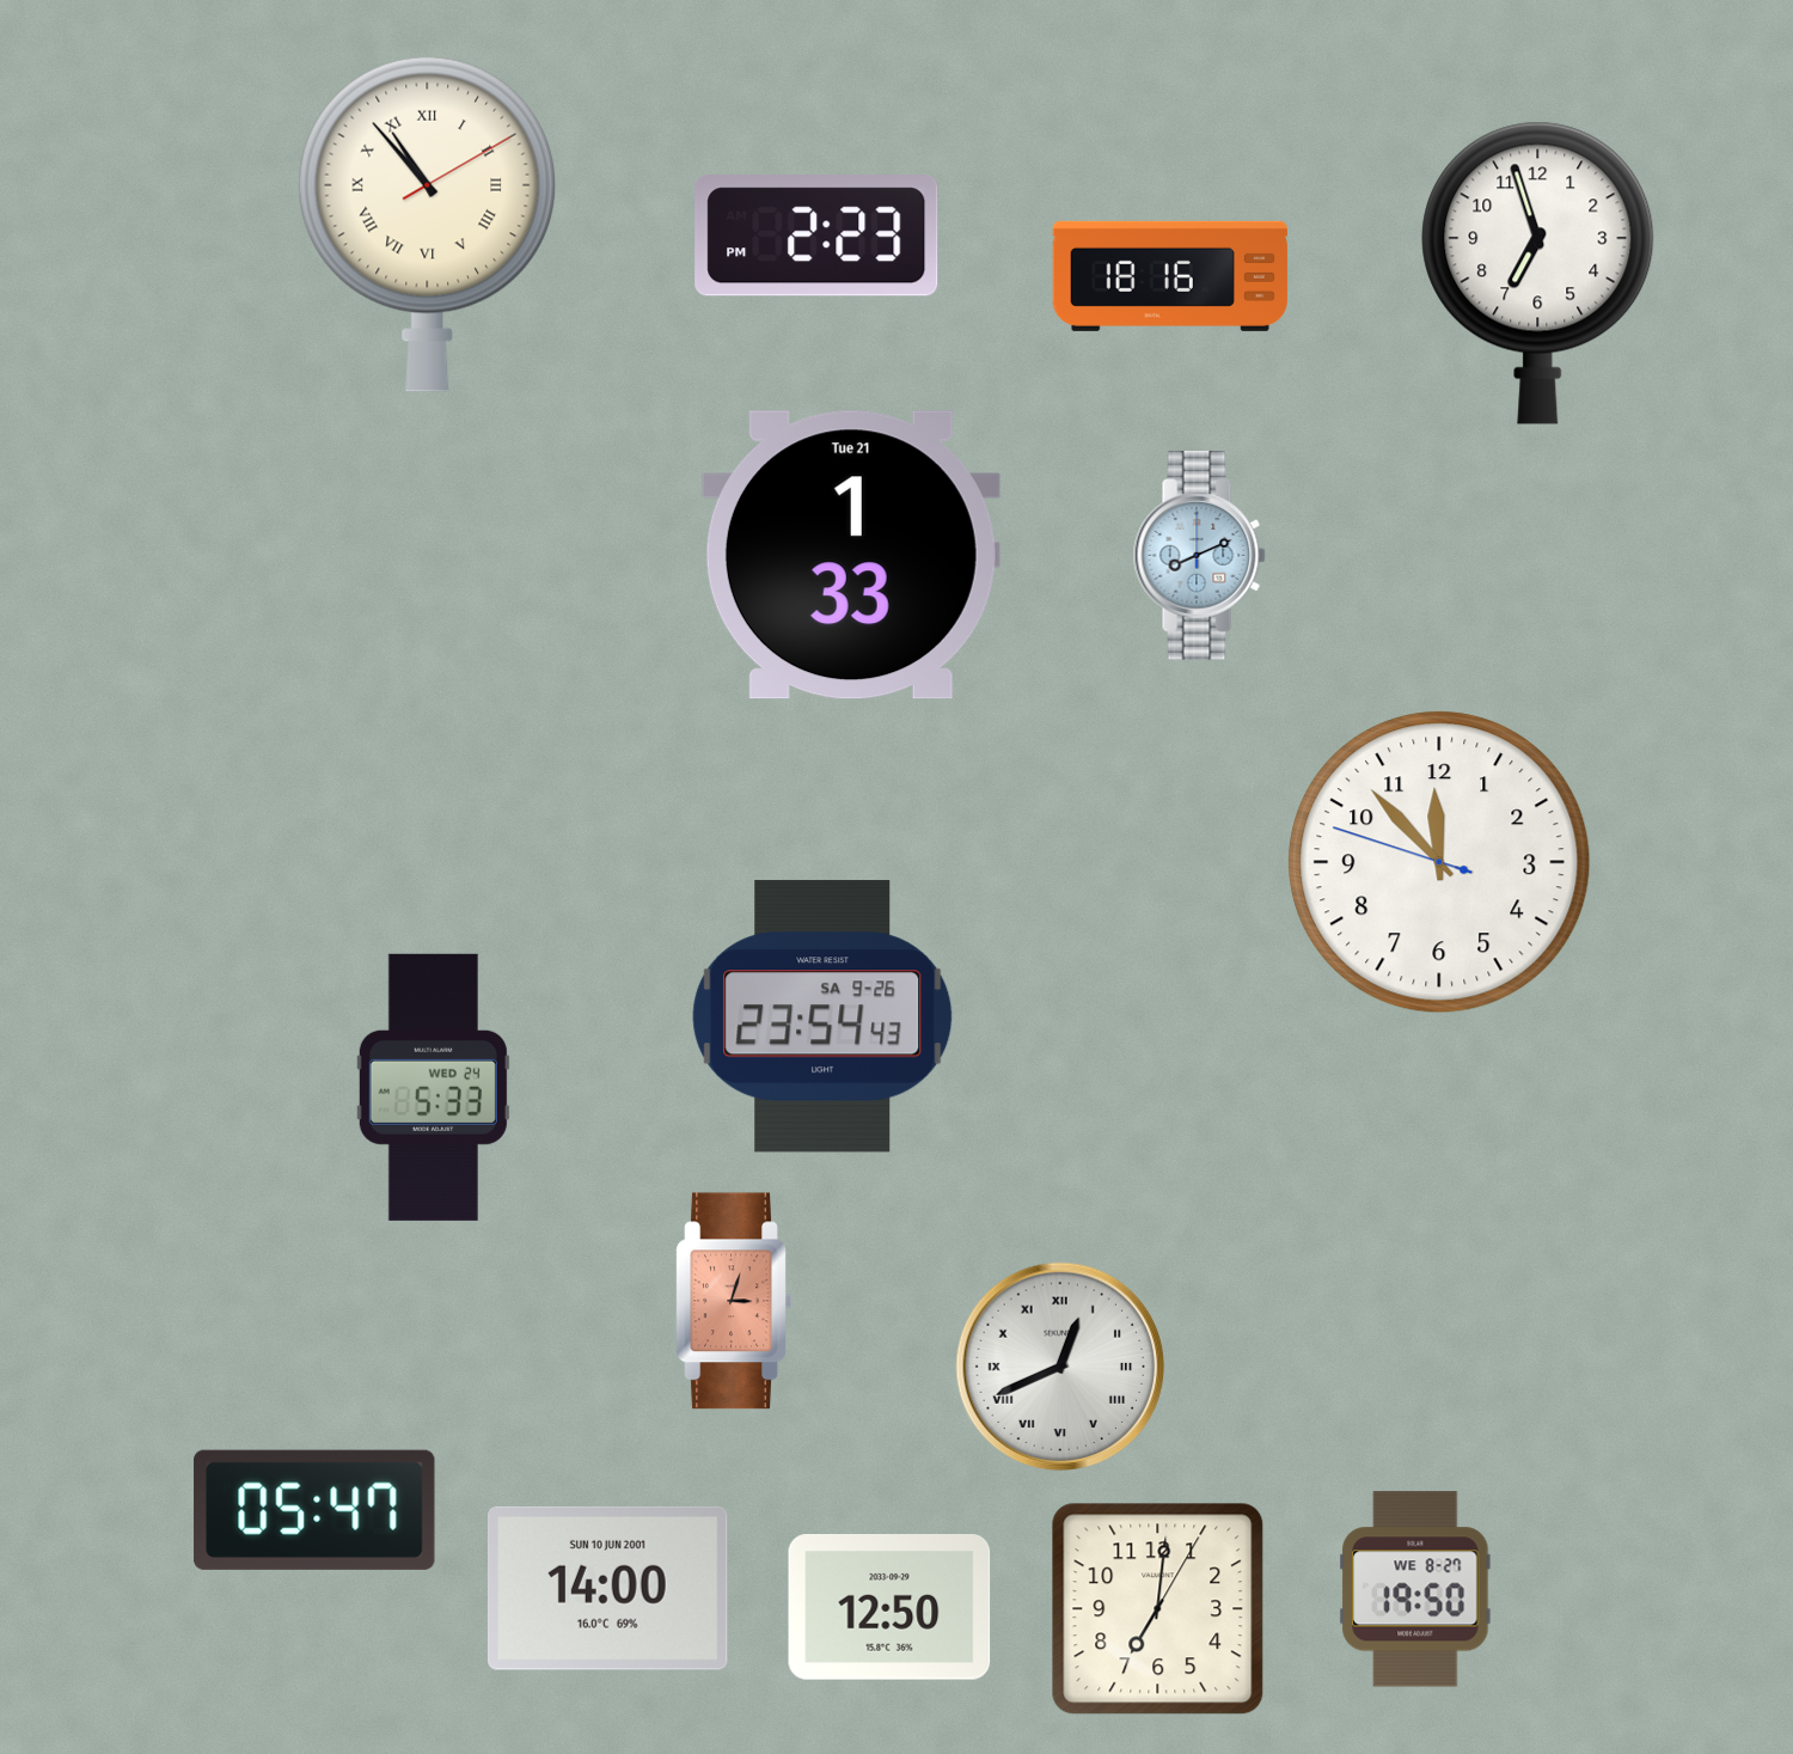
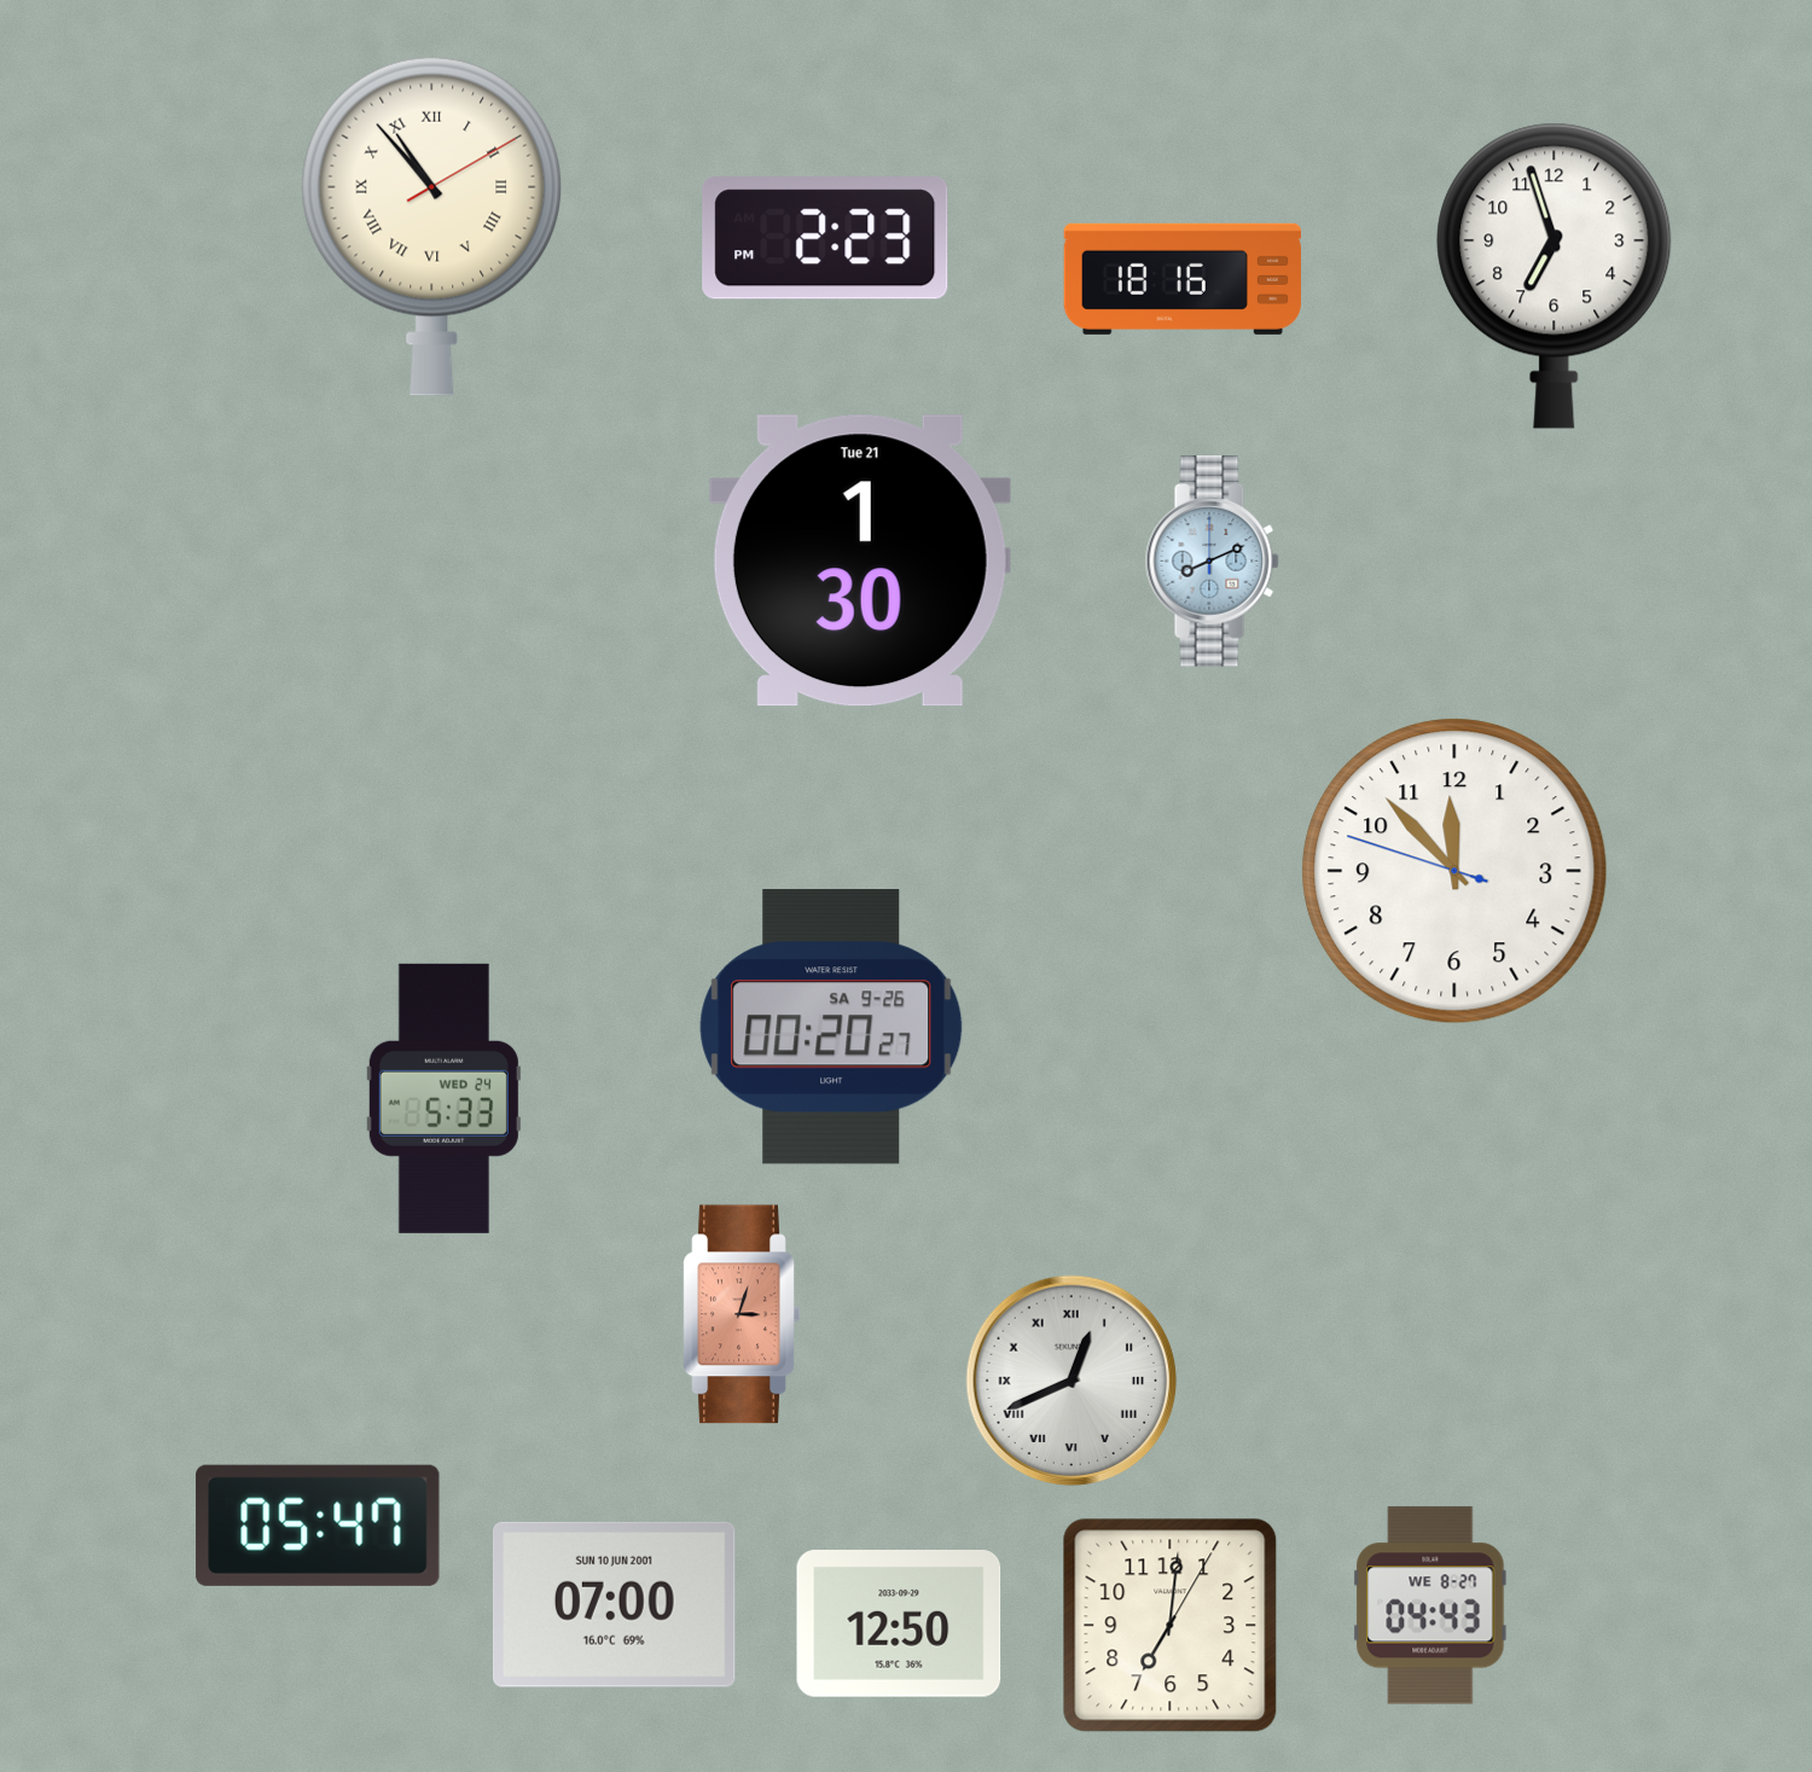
clock at (851, 555): 1:33 -> 1:30
clock at (822, 1016): 23:54 -> 00:20
clock at (433, 1087) position: (433, 1087) -> (443, 1098)
clock at (607, 1588): 14:00 -> 07:00
clock at (1415, 1589): 19:50 -> 04:43
